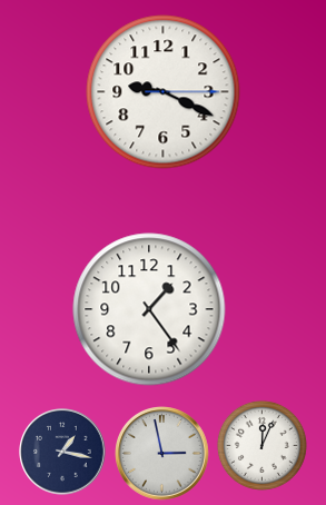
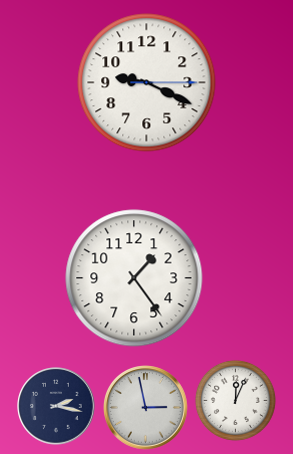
clock at (62, 452): 1:17 -> 2:17
